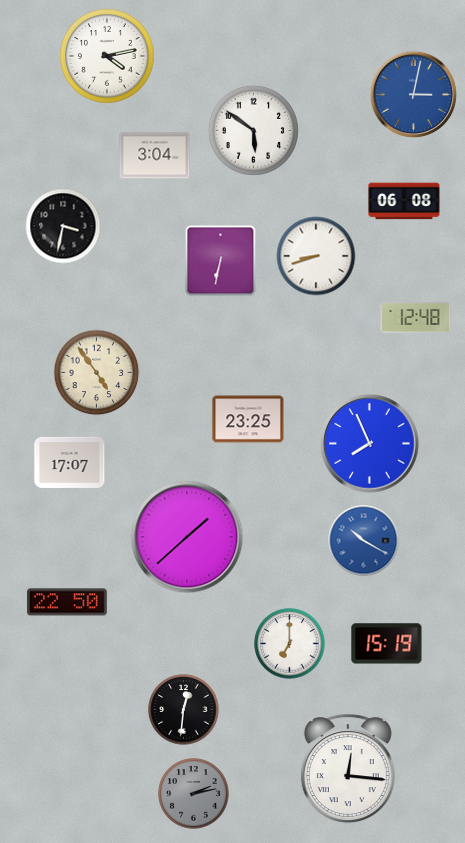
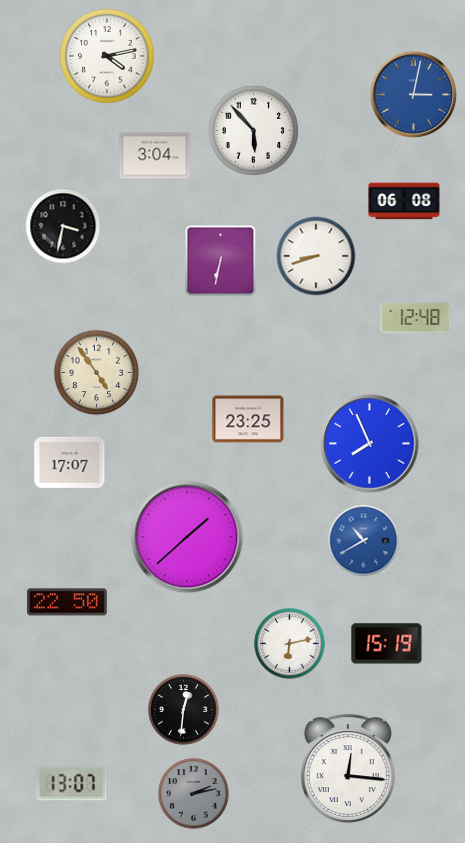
clock at (253, 130): 5:51 -> 5:53
clock at (364, 541): 10:20 -> 10:40
clock at (290, 644): 7:00 -> 6:13
clock at (72, 784): none -> 13:07
